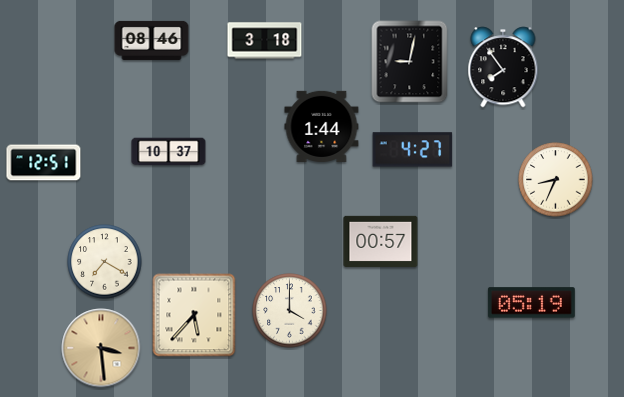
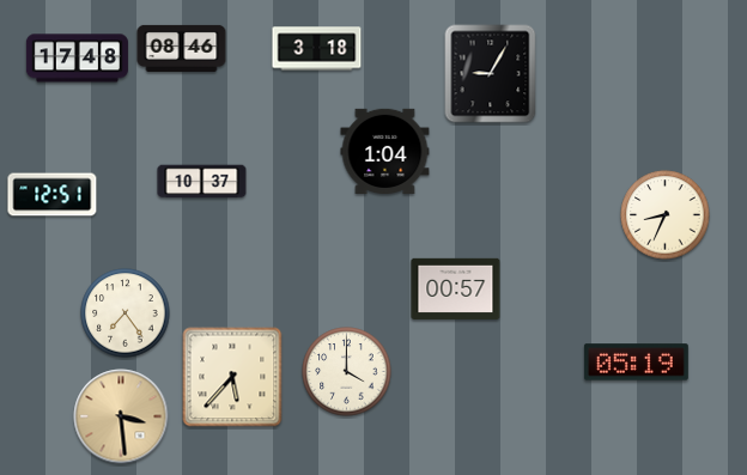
clock at (77, 59): none -> 17:48
clock at (410, 62): 9:02 -> 9:05
clock at (503, 67): 7:54 -> none
clock at (322, 126): 1:44 -> 1:04
clock at (413, 150): 4:27 -> none
clock at (105, 262): 7:20 -> 7:24
